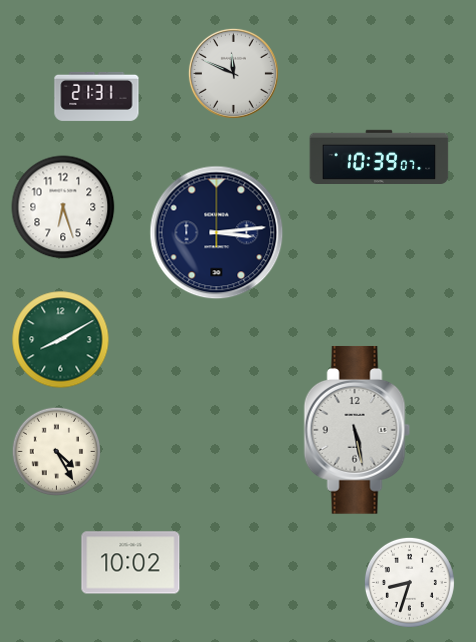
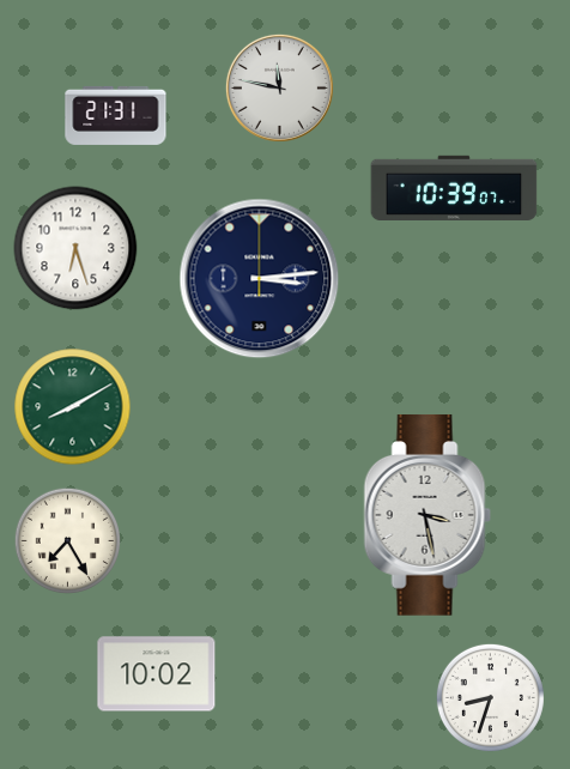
clock at (233, 73): 11:49 -> 11:47
clock at (357, 430): 5:28 -> 3:28
clock at (56, 451): 4:25 -> 7:25
